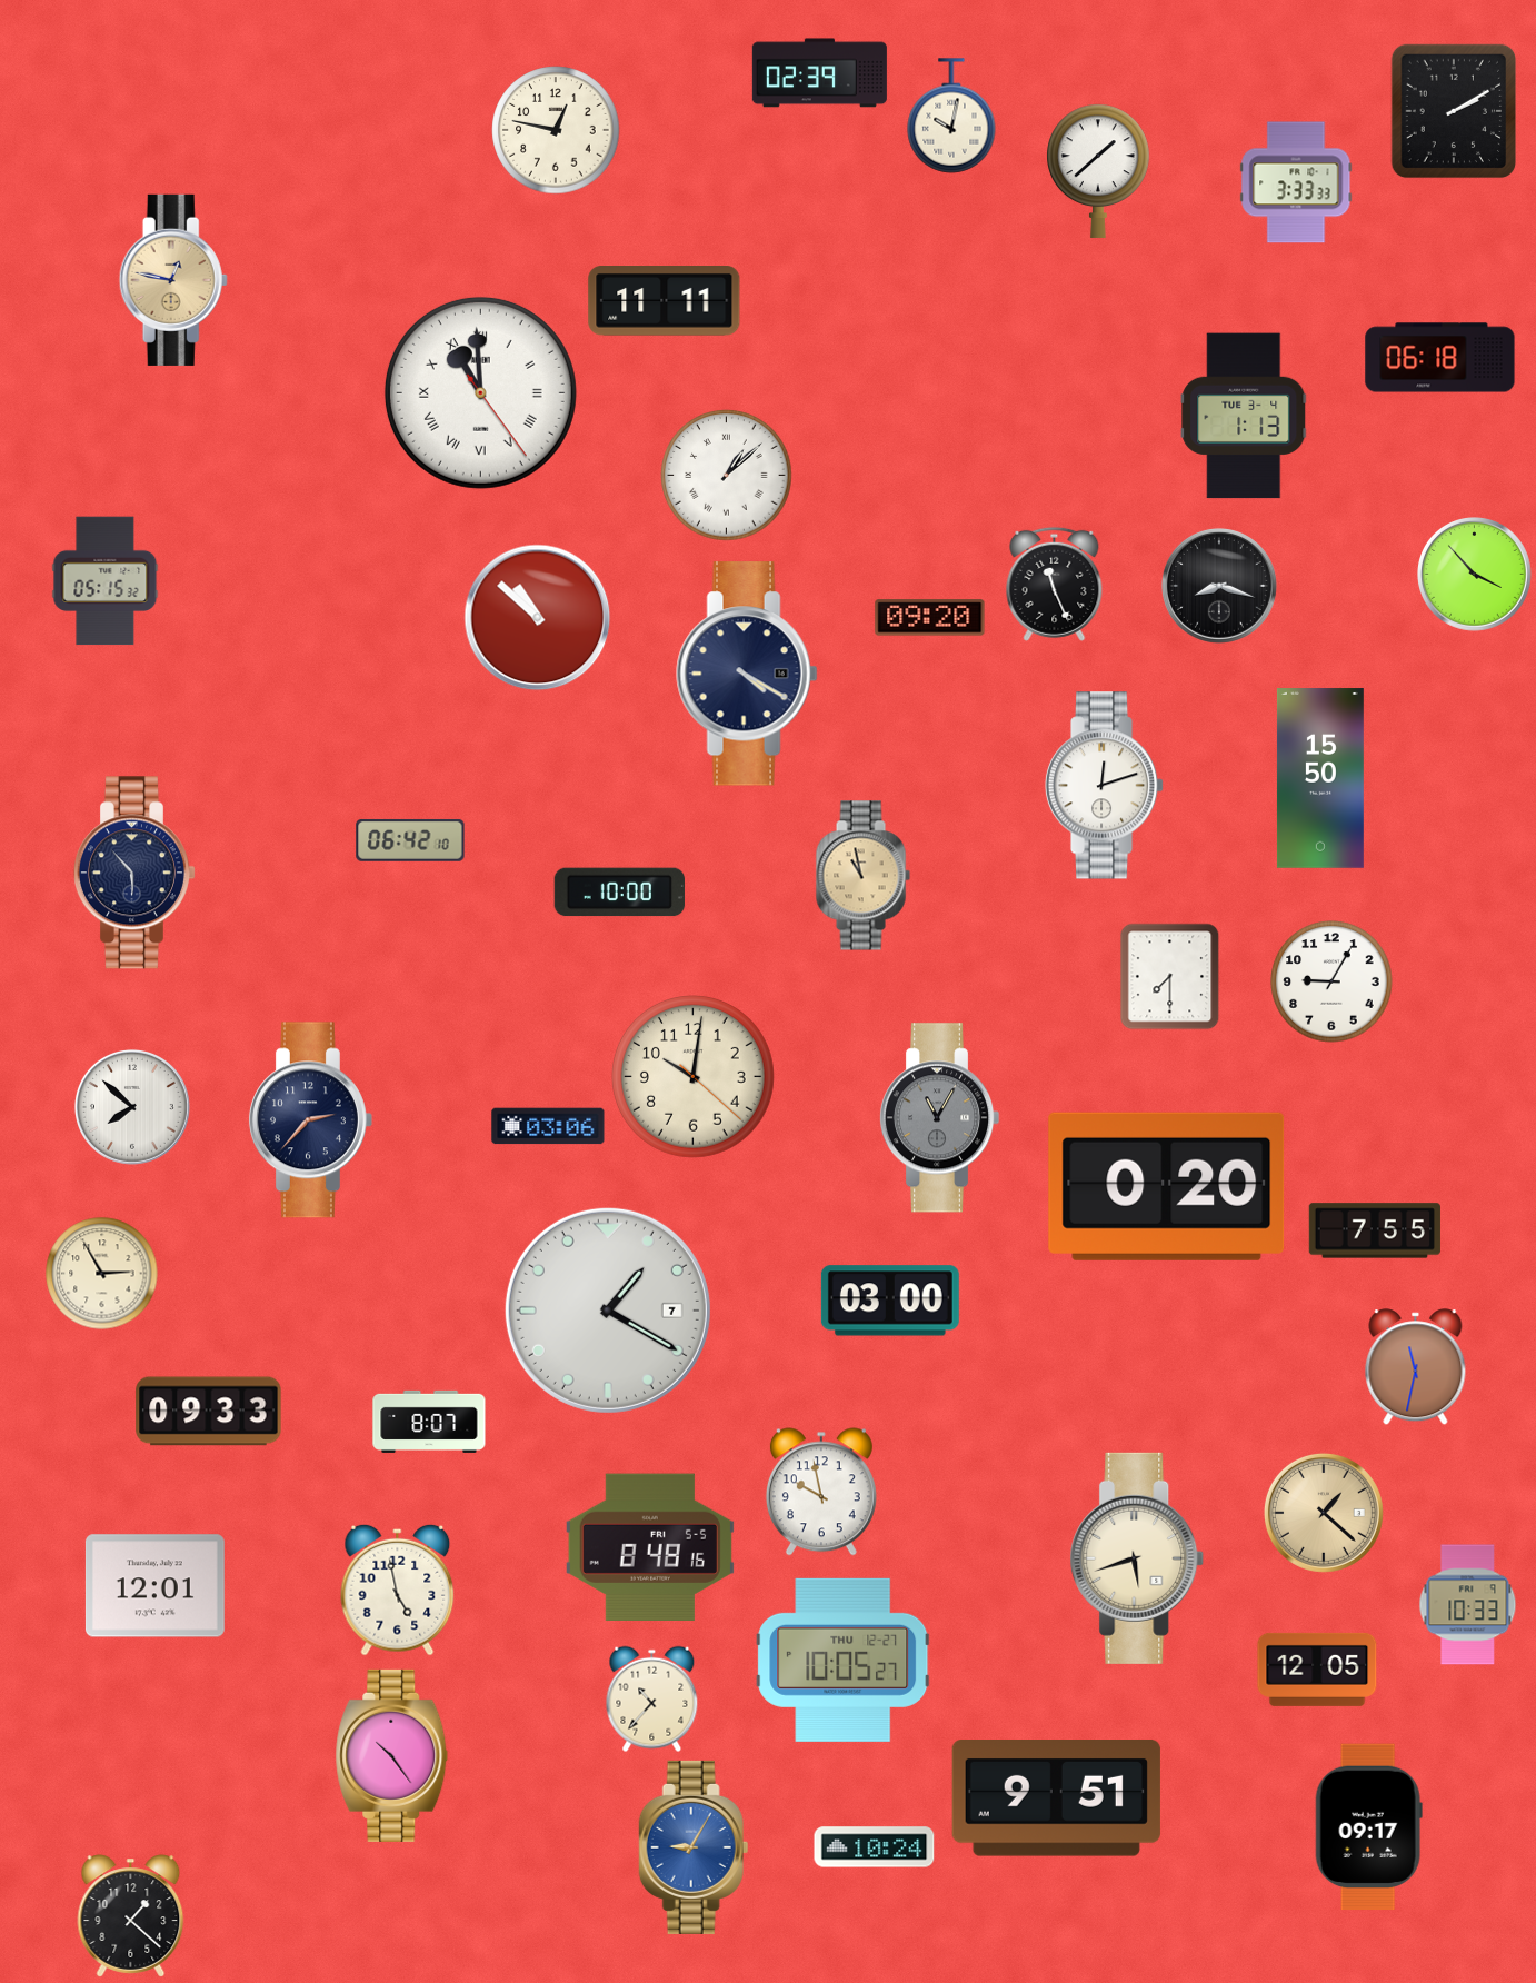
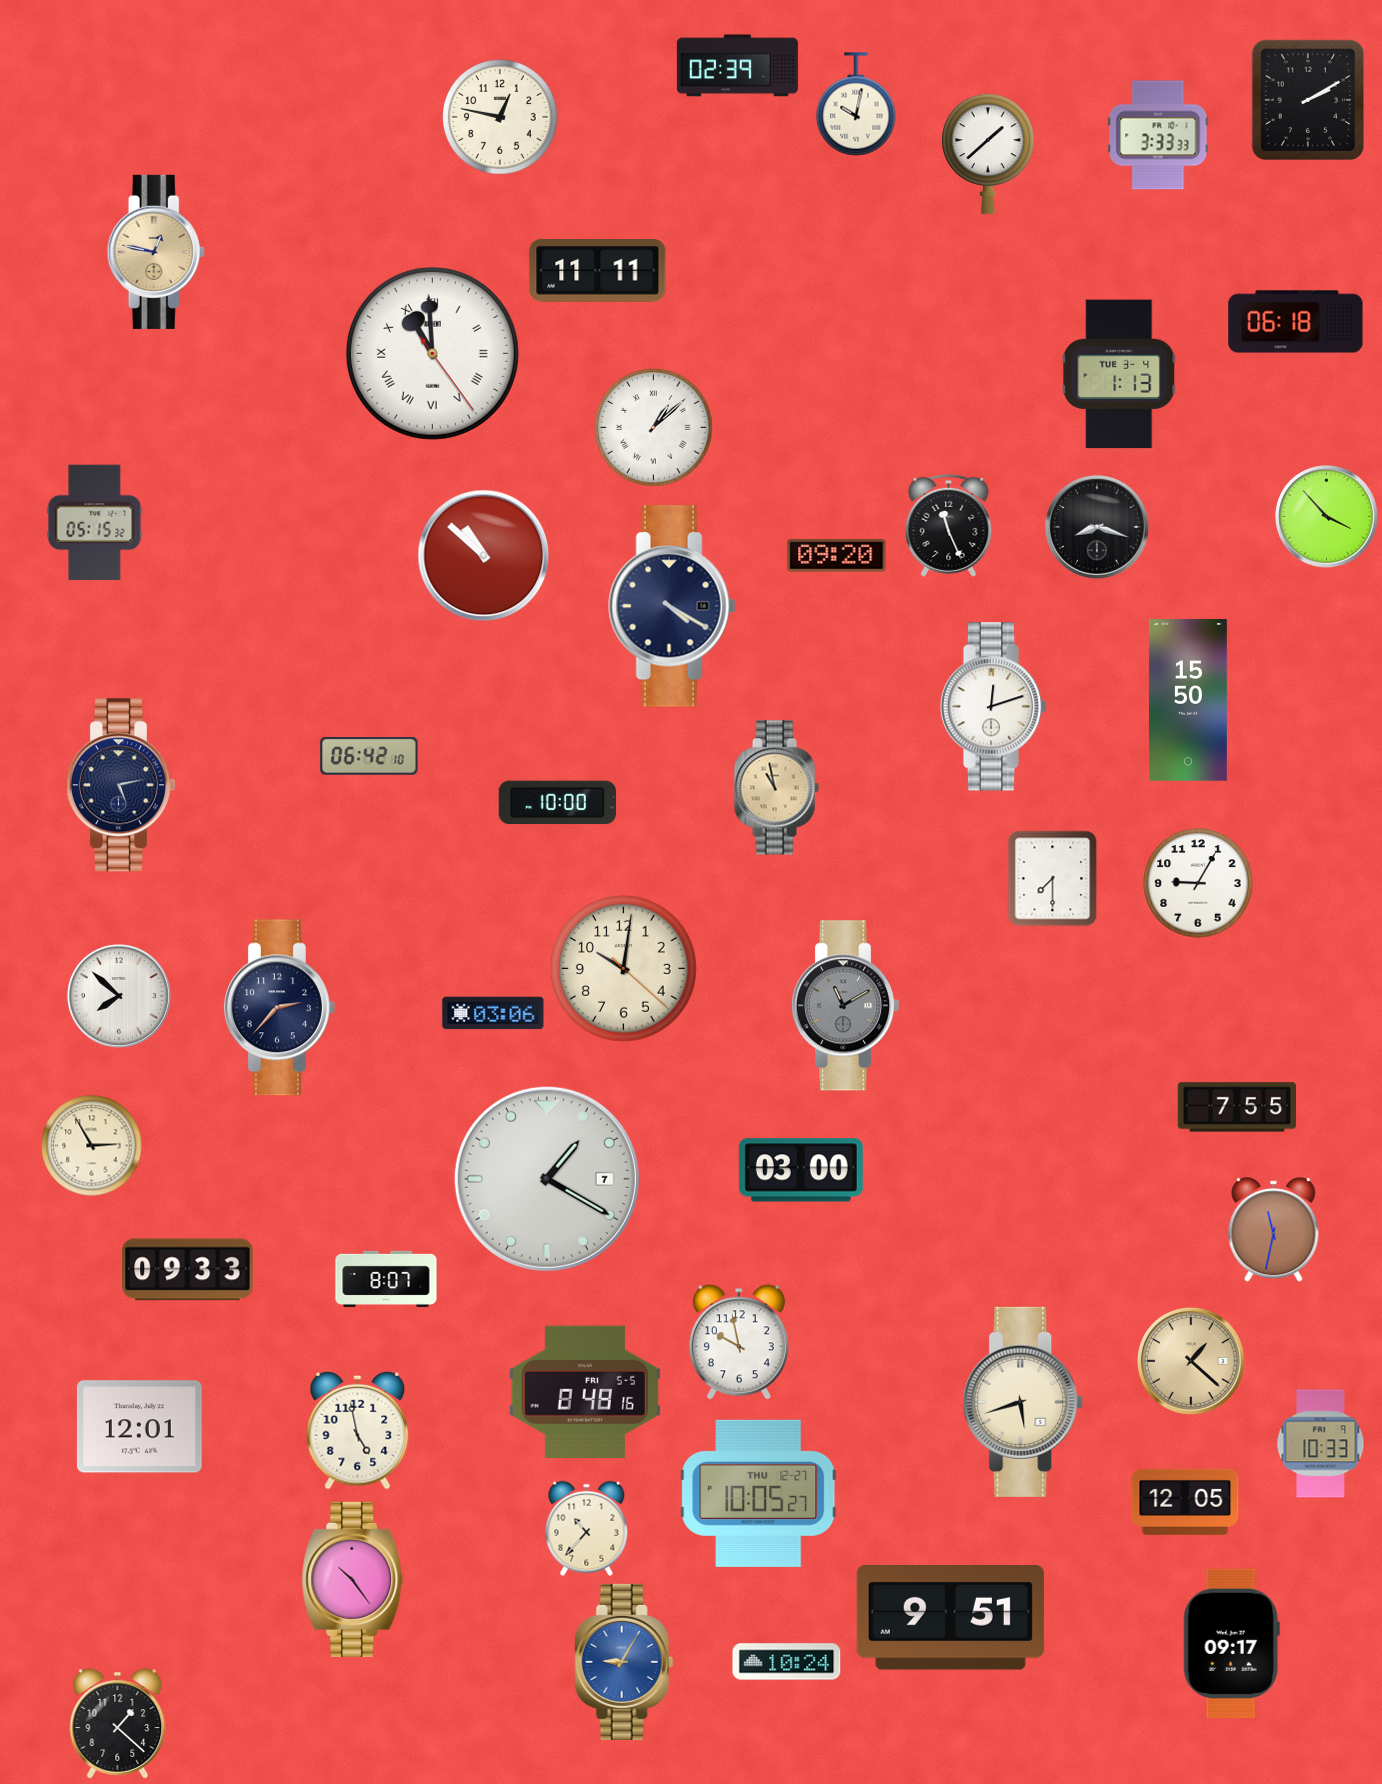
clock at (1296, 182) position: (1296, 182) -> (1158, 135)
clock at (134, 873): 5:53 -> 5:13
clock at (939, 1118): 11:05 -> 11:10
clock at (1167, 1186): 0:20 -> none
